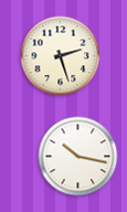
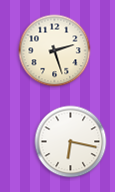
clock at (78, 157): 10:17 -> 6:17
